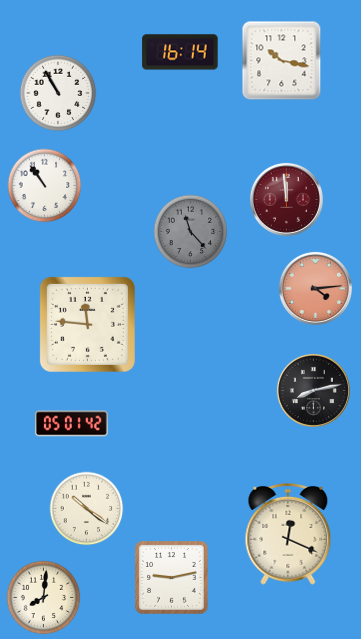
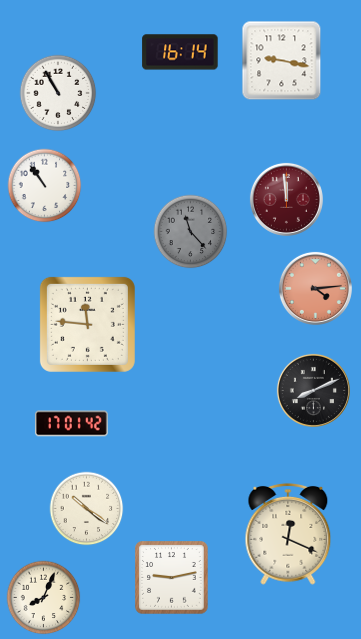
clock at (282, 61): 10:17 -> 9:17
clock at (313, 390): 8:13 -> 8:11
clock at (71, 424): 05:01 -> 17:01
clock at (44, 598): 8:01 -> 8:04
